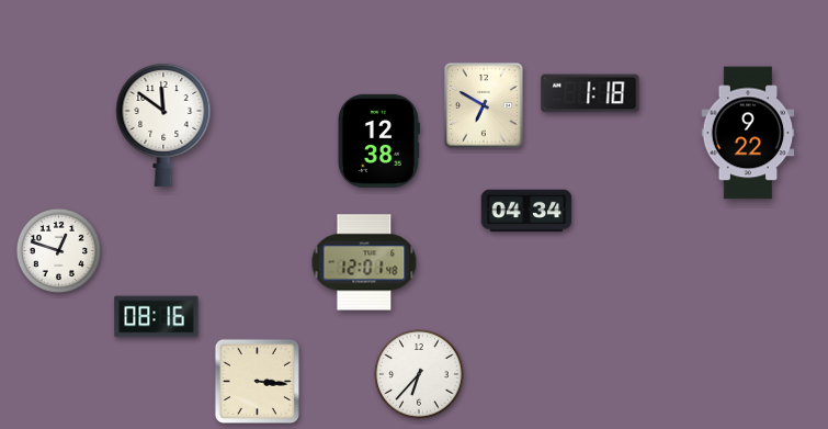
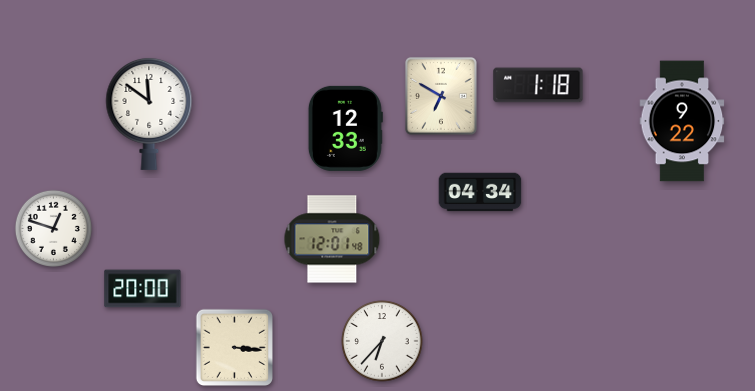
clock at (378, 140): 12:38 -> 12:33
clock at (157, 317): 08:16 -> 20:00
